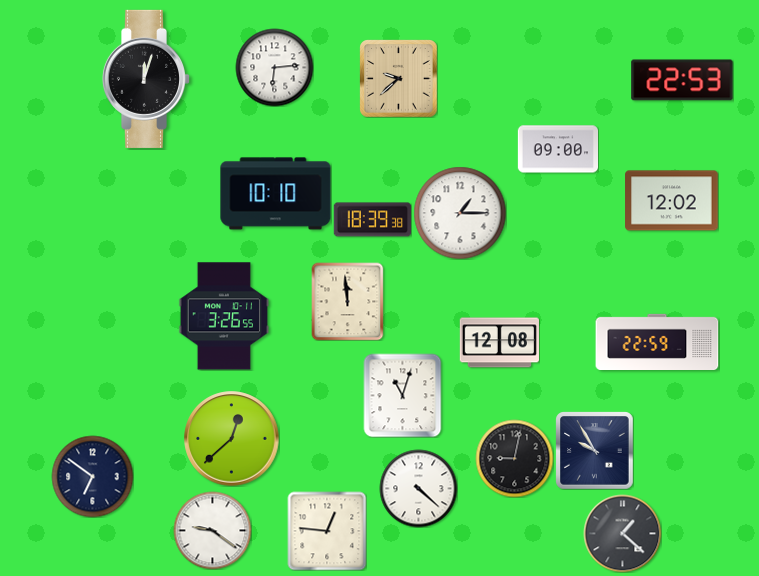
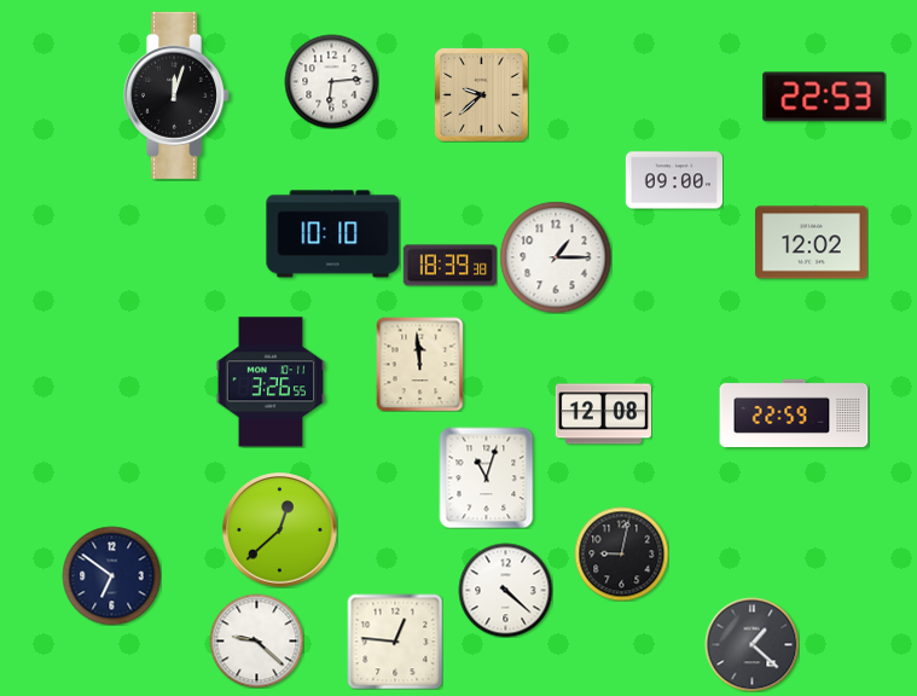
clock at (594, 450): 9:55 -> none
clock at (212, 530): 9:21 -> 9:22
